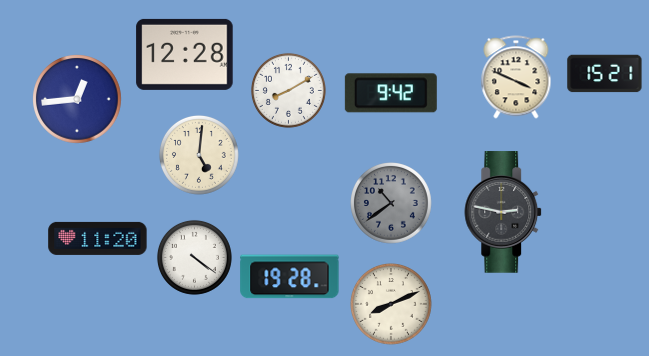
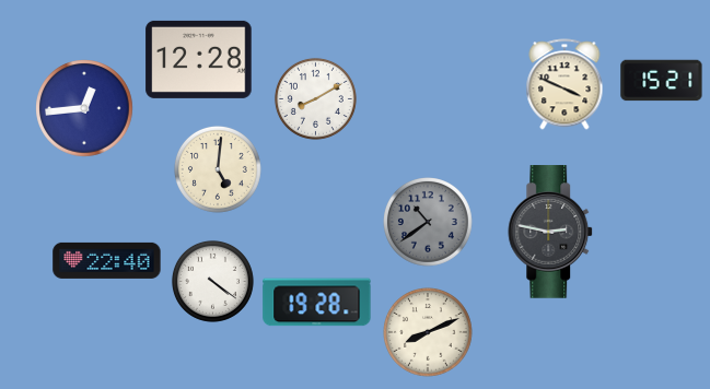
clock at (185, 54) position: (185, 54) -> (199, 59)
clock at (391, 93): 9:42 -> none
clock at (98, 238): 11:20 -> 22:40
